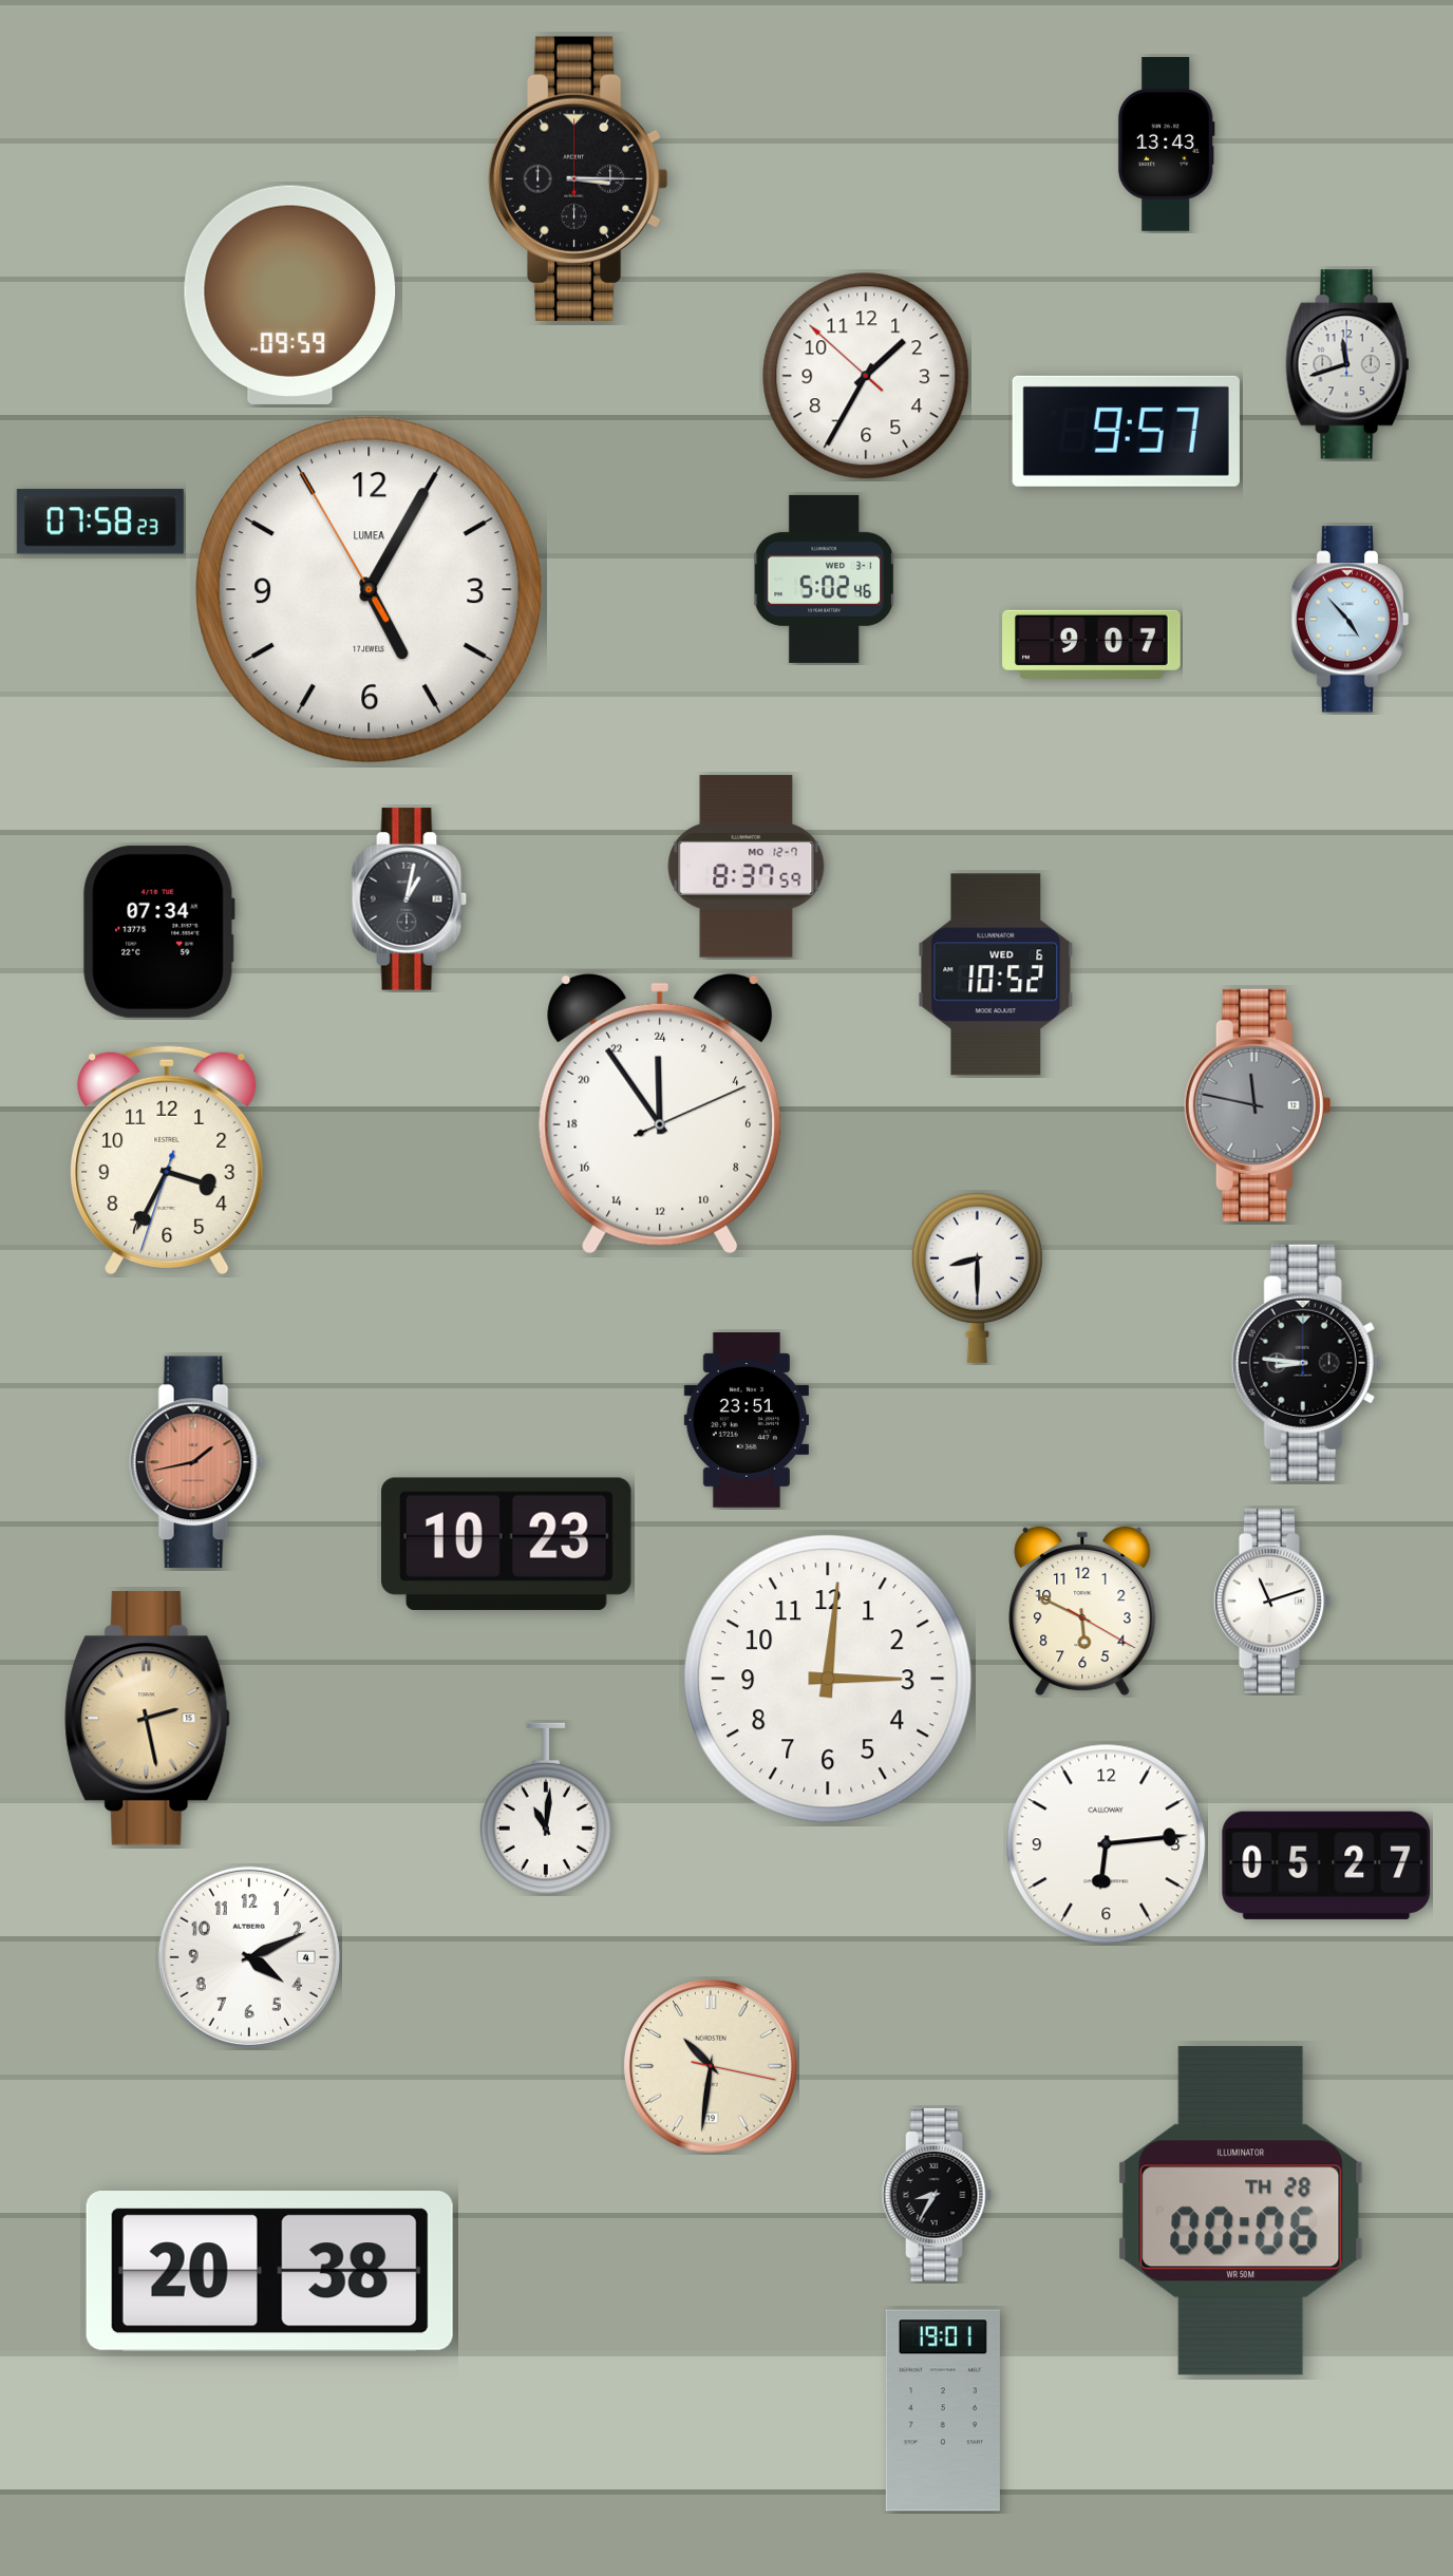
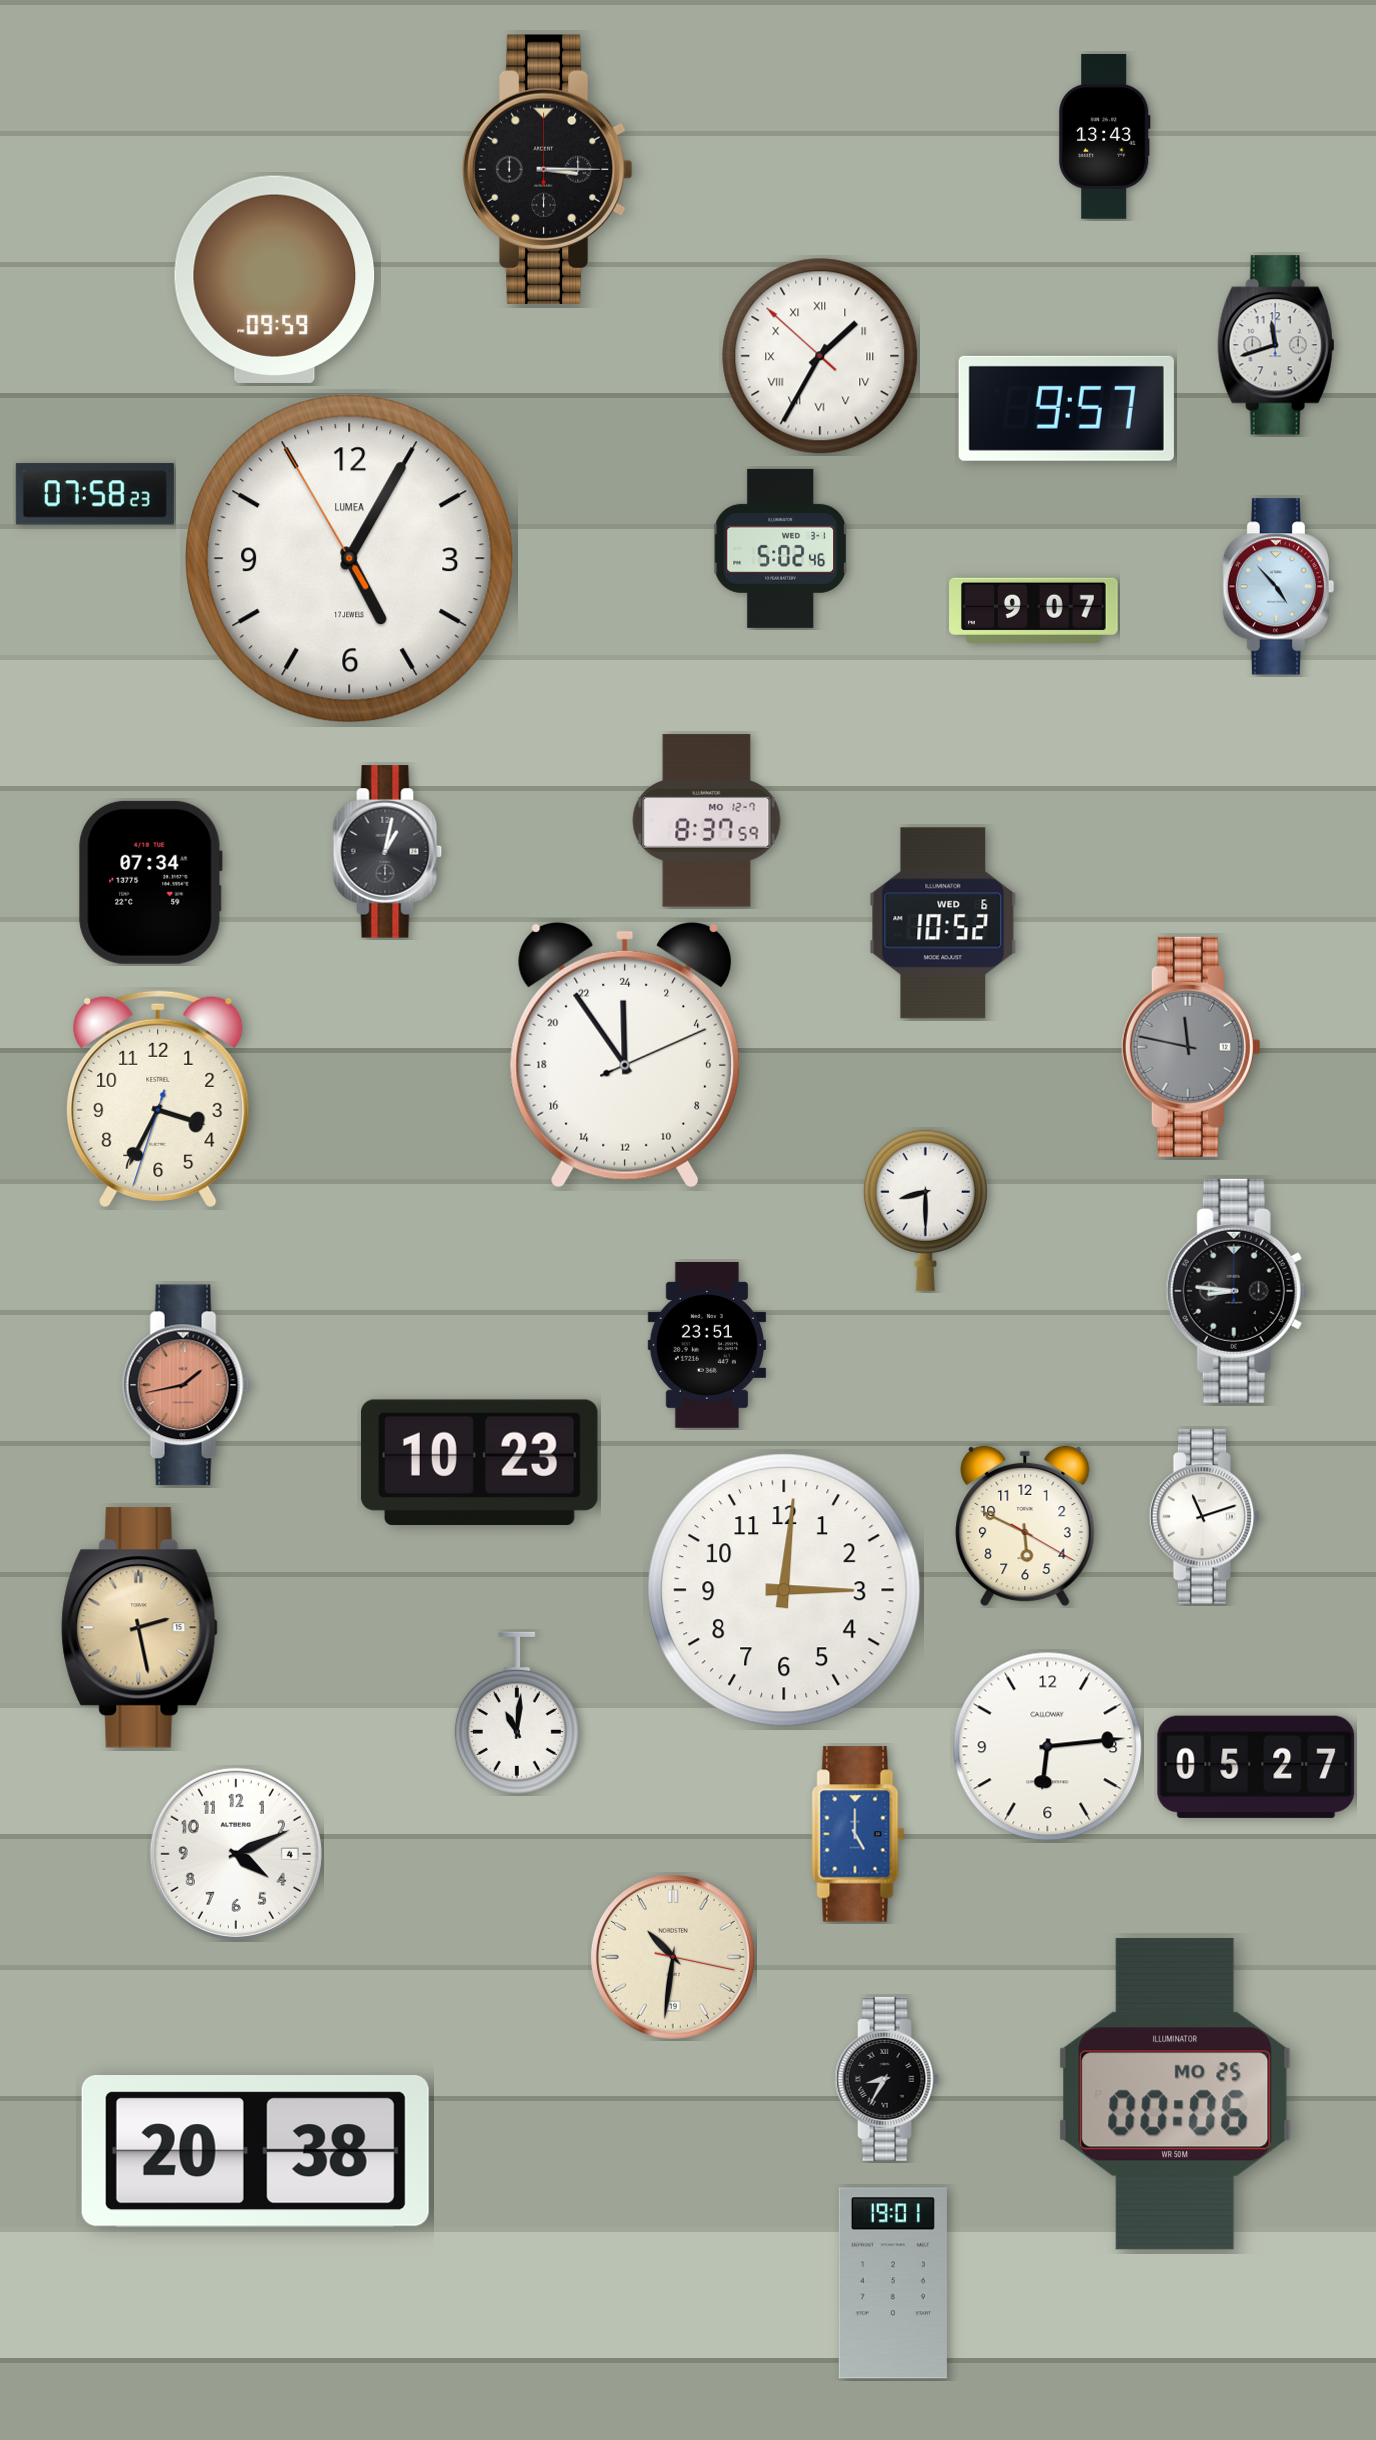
clock at (866, 376) numerals: Arabic -> Roman
clock at (858, 1834): none -> 5:00
clock at (1241, 2211) date: TH 28 -> MO 25
